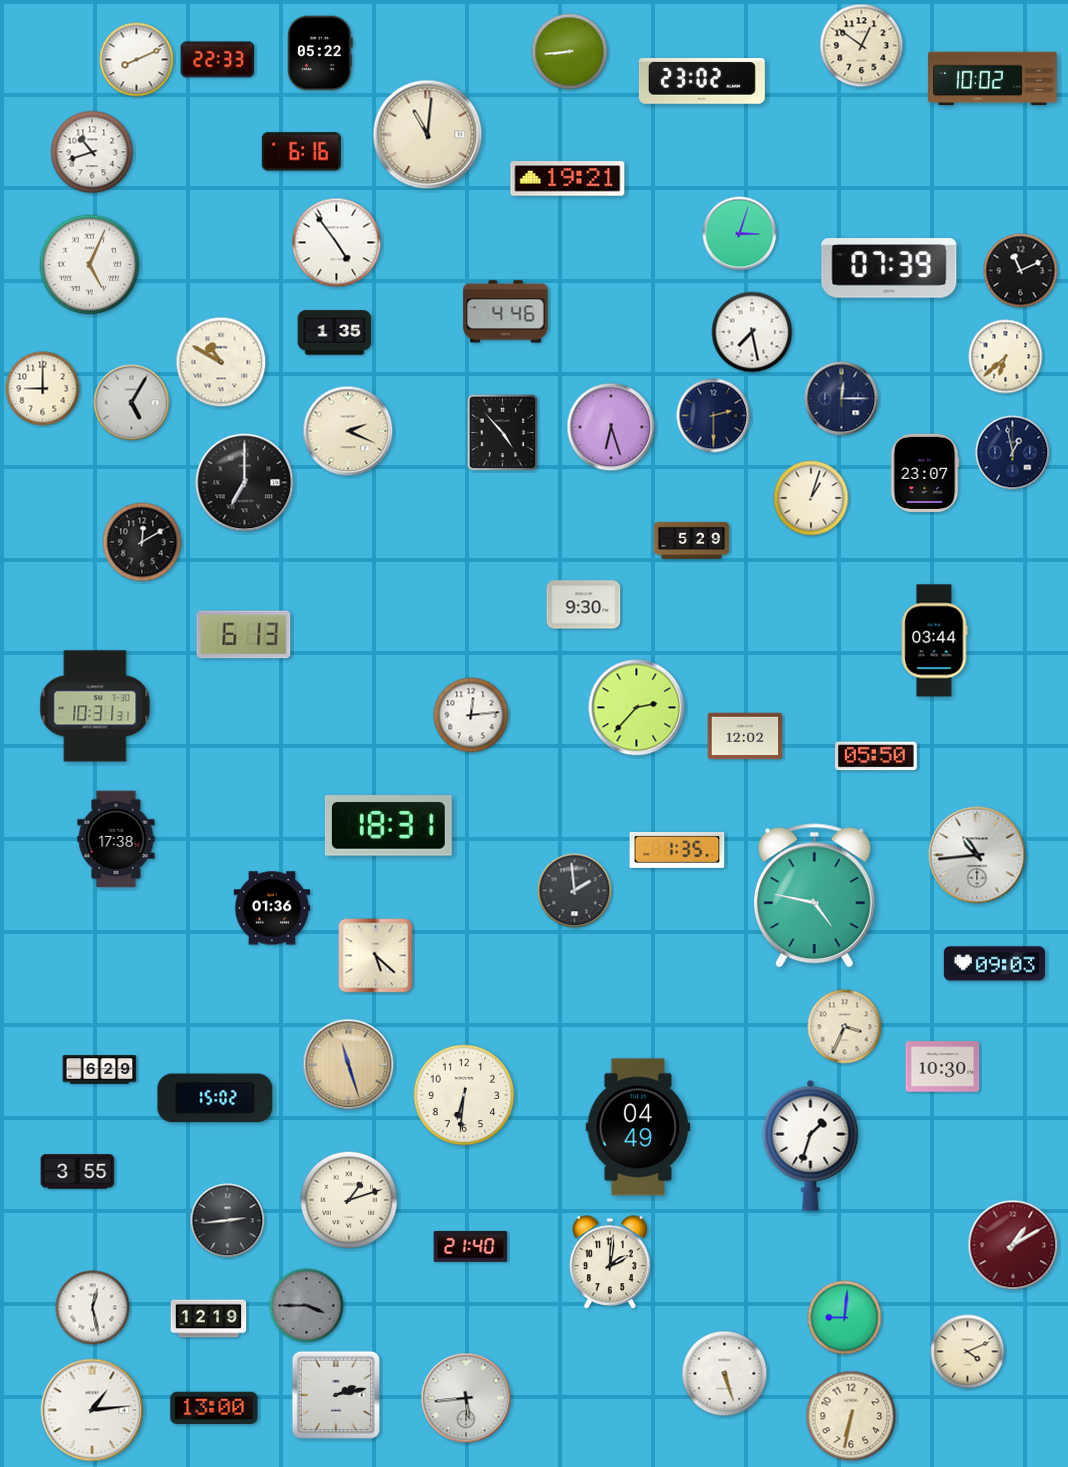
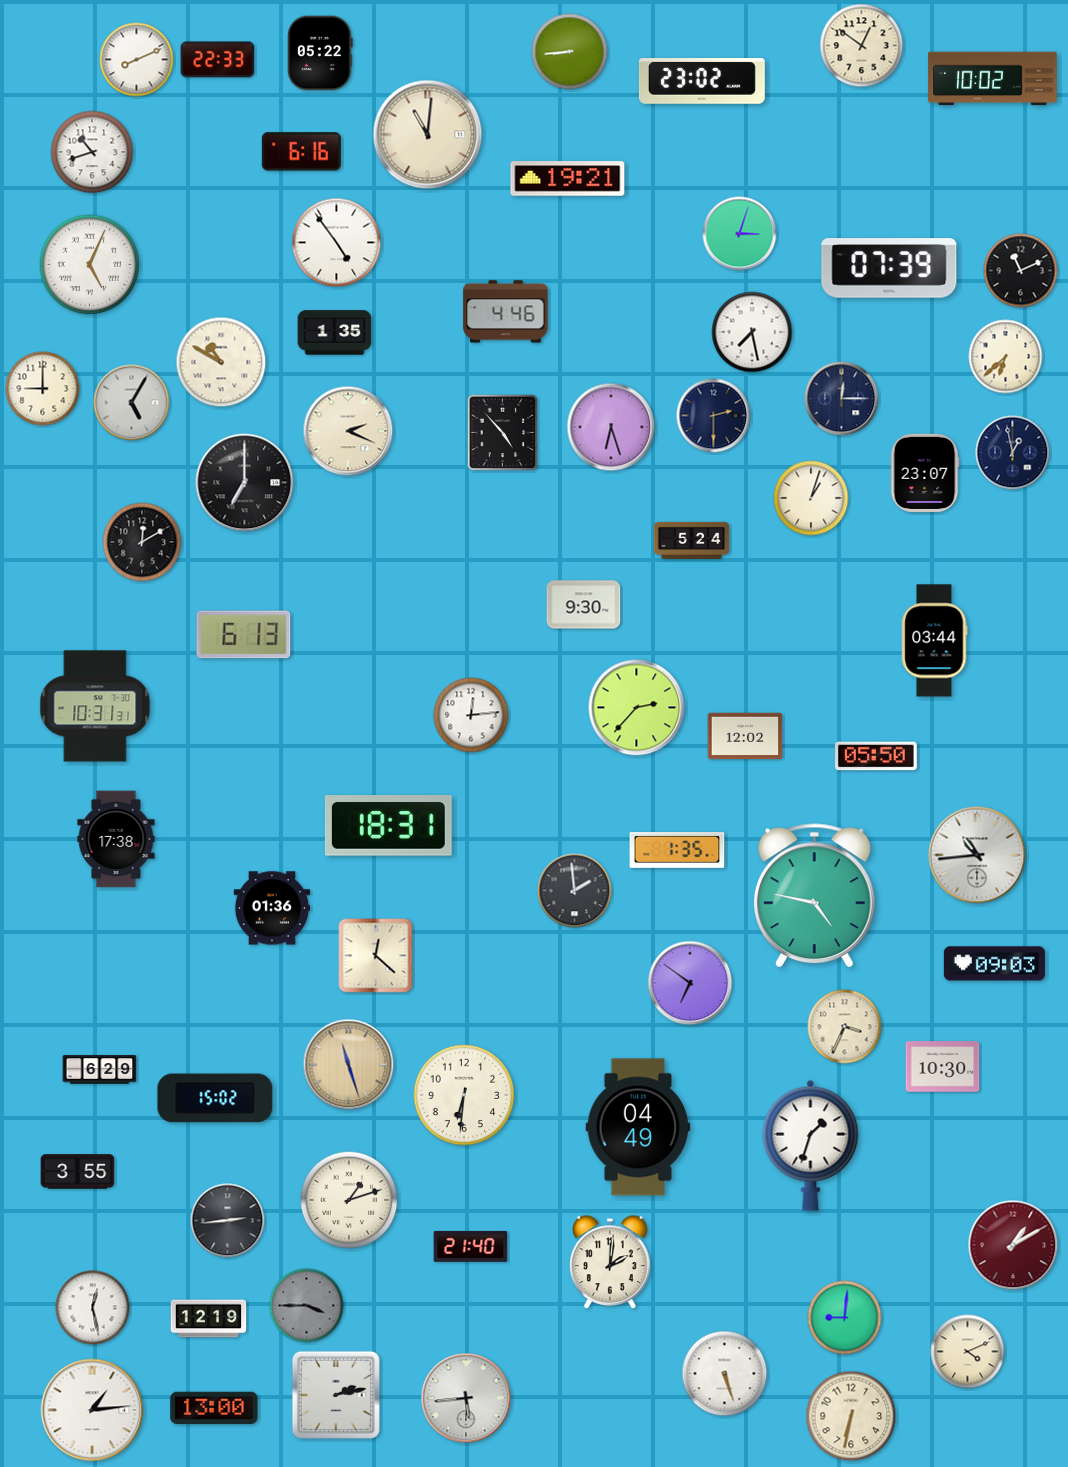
clock at (692, 540): 5:29 -> 5:24
clock at (376, 956): 5:22 -> 12:22
clock at (690, 983): none -> 6:51
